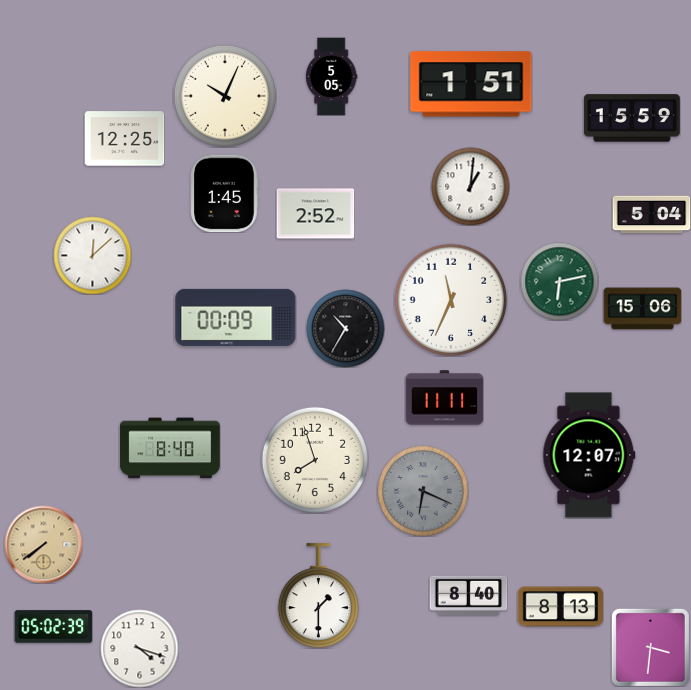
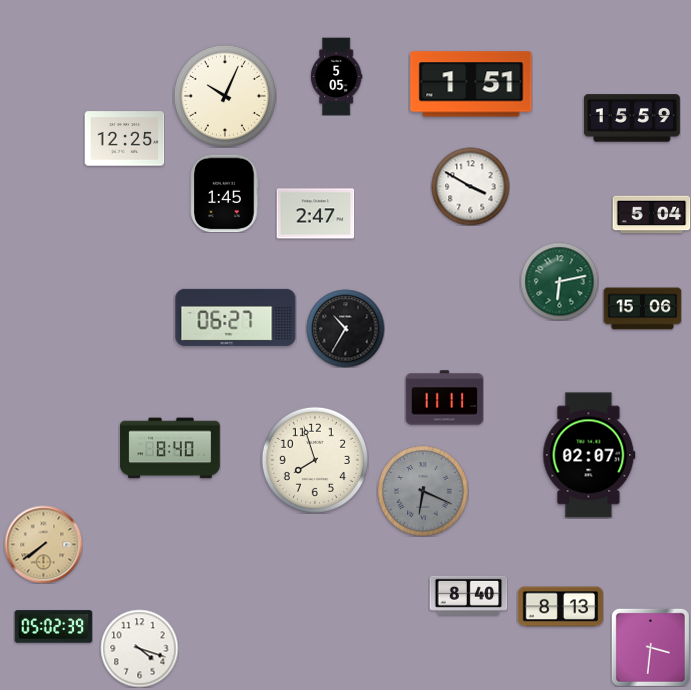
clock at (331, 76) position: (331, 76) -> (336, 76)
clock at (470, 186): 1:01 -> 3:50
clock at (315, 214): 2:52 -> 2:47
clock at (92, 255): 12:08 -> none
clock at (451, 300): 11:34 -> none
clock at (236, 317): 00:09 -> 06:27
clock at (589, 455): 12:07 -> 02:07
clock at (318, 596): 1:30 -> none
